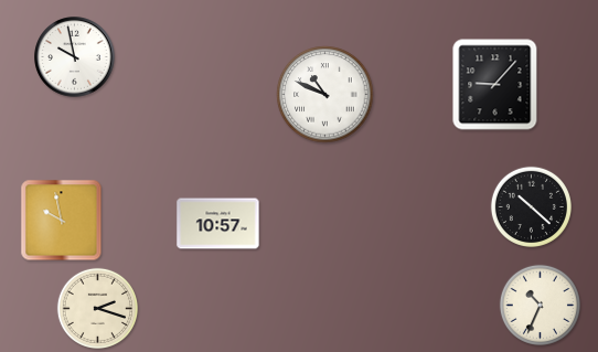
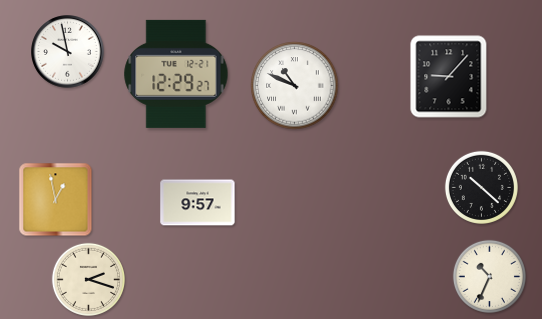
clock at (176, 74): none -> 12:29
clock at (62, 221): 9:58 -> 12:58
clock at (218, 224): 10:57 -> 9:57
